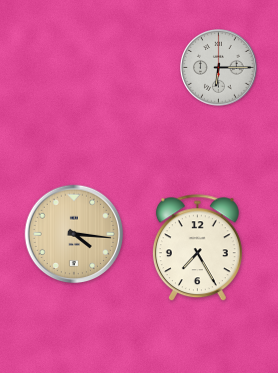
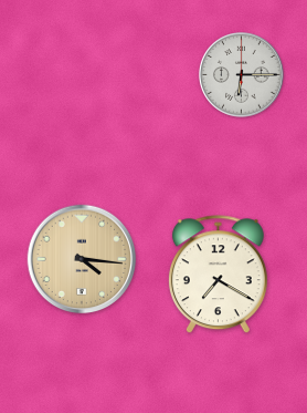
clock at (197, 248): 7:25 -> 7:20
